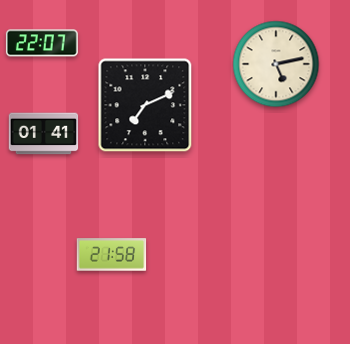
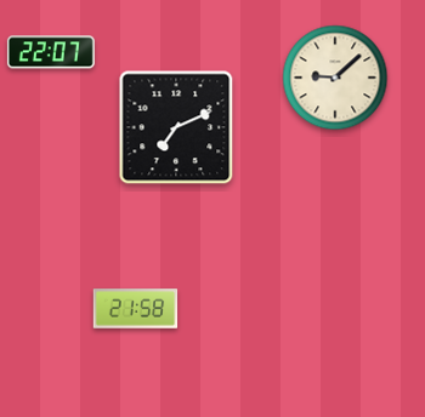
clock at (276, 64): 5:13 -> 9:08
clock at (44, 134): 01:41 -> none
